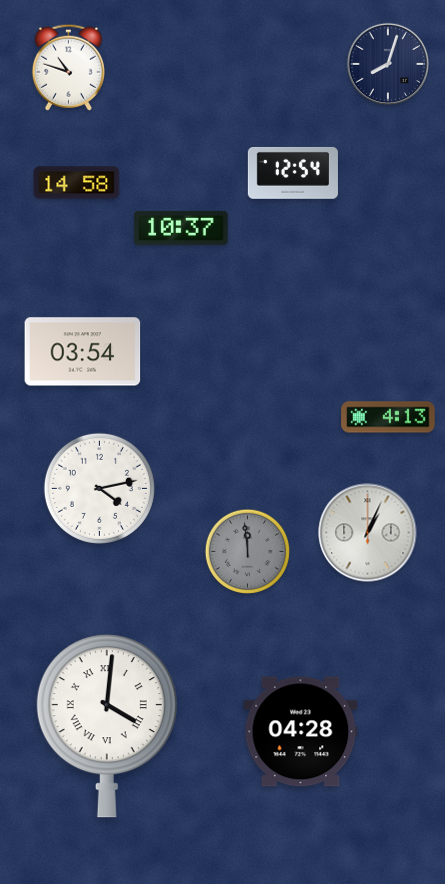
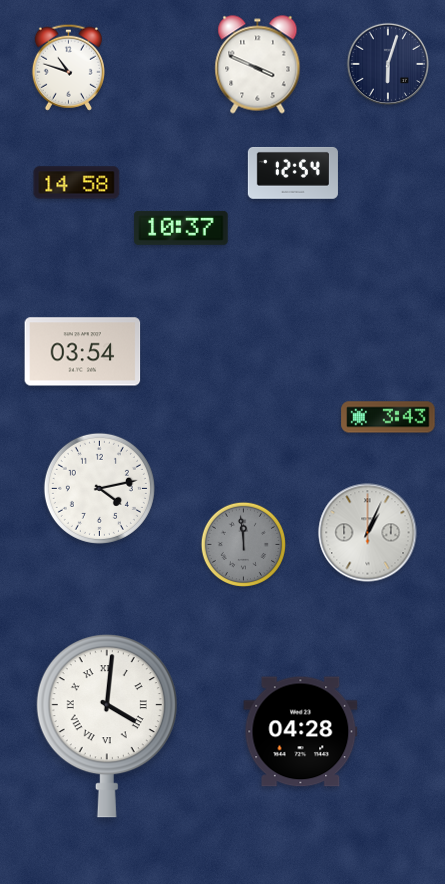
clock at (388, 64): 8:03 -> 6:03
clock at (258, 65): none -> 3:49
clock at (388, 417): 4:13 -> 3:43
clock at (247, 551) position: (247, 551) -> (243, 544)
